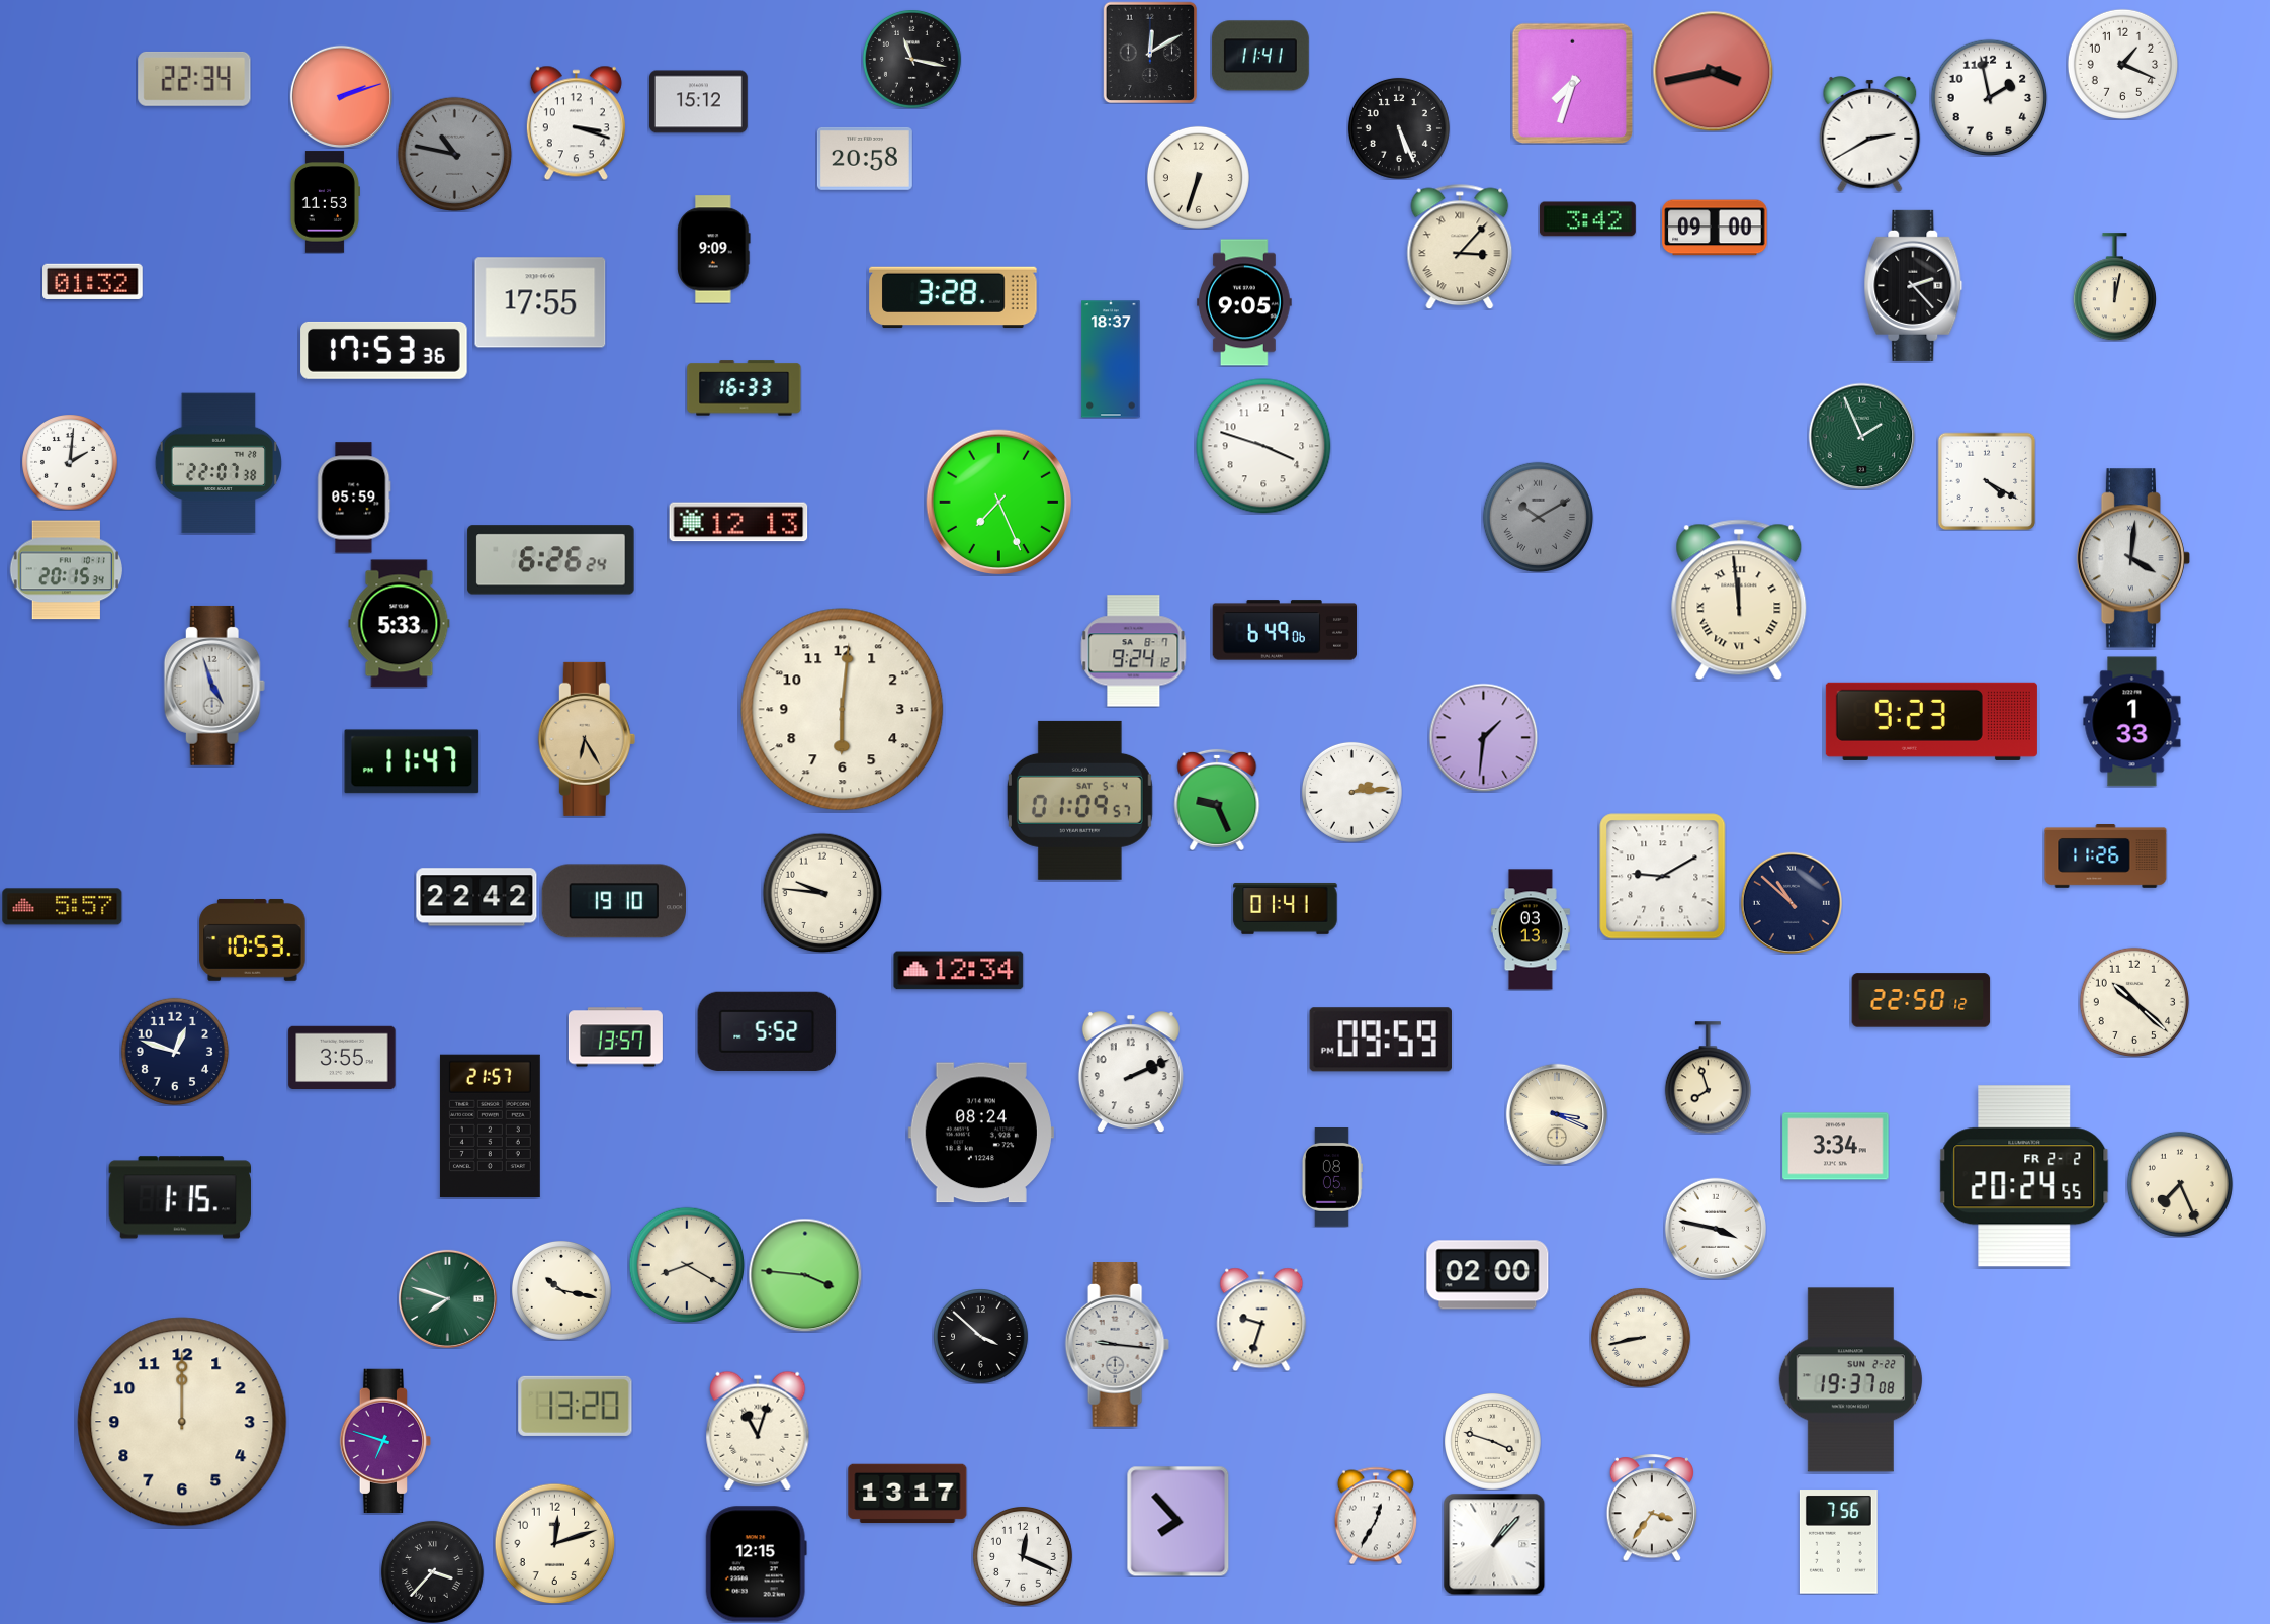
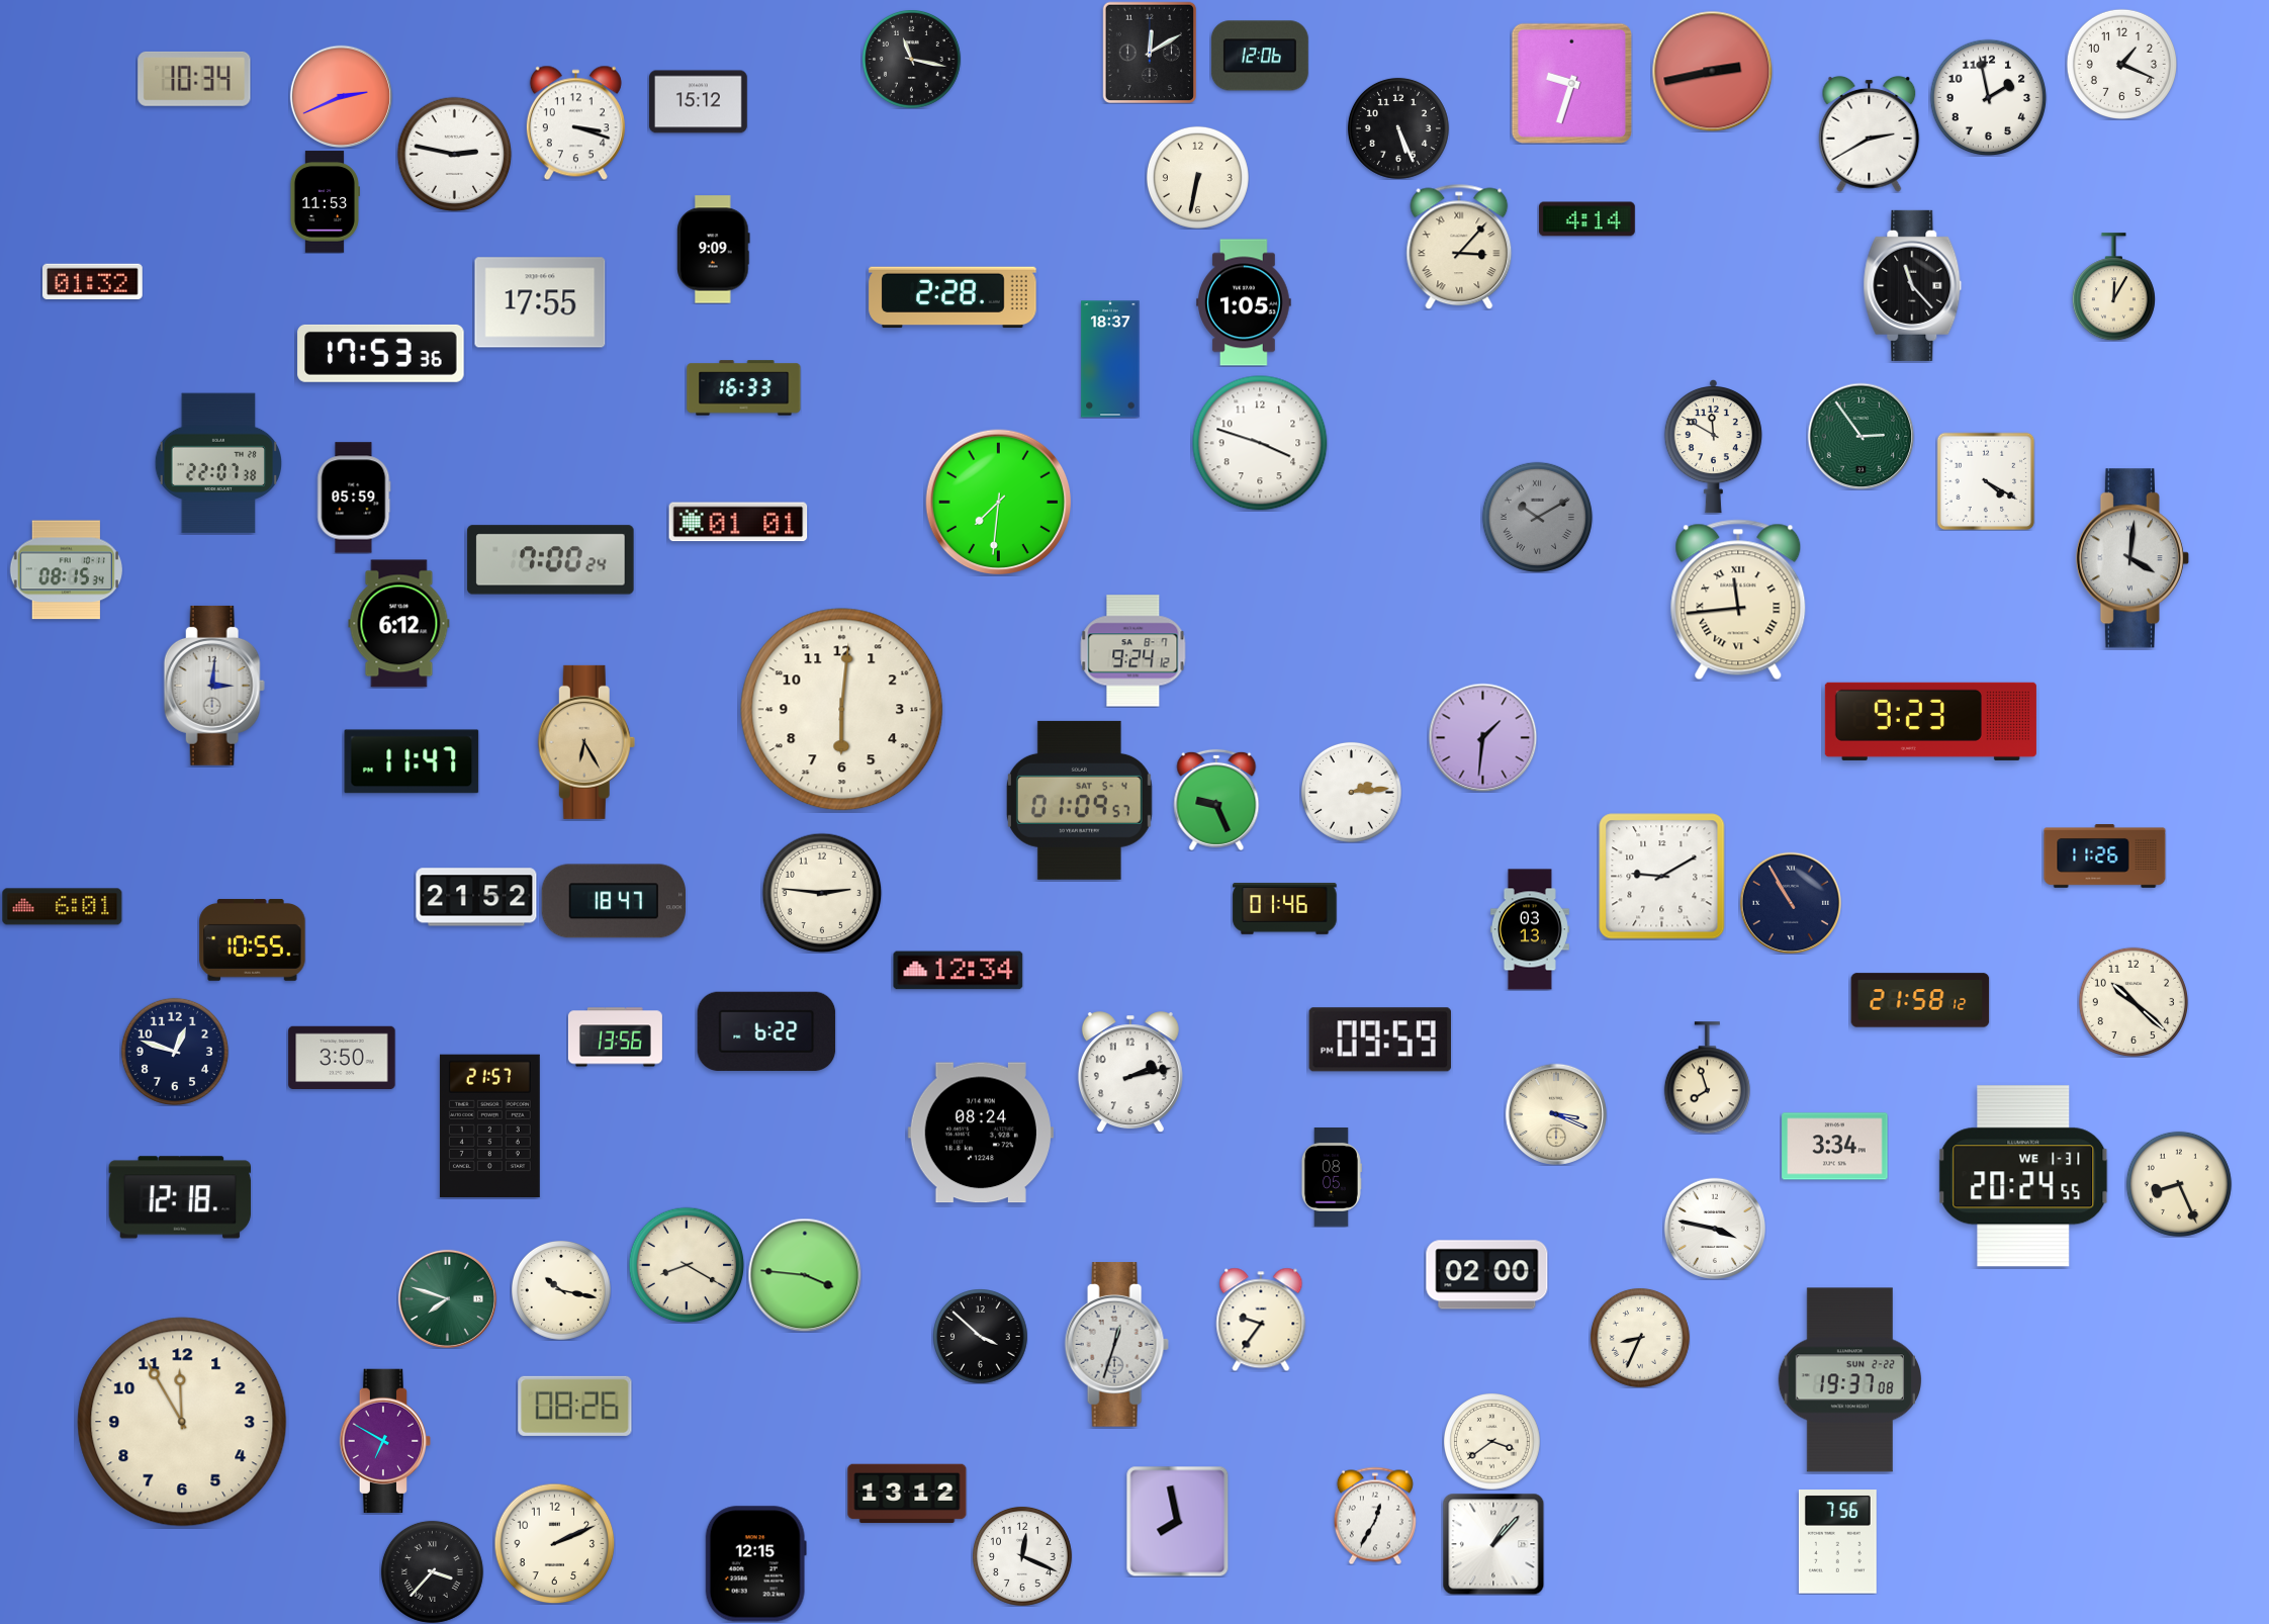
clock at (1260, 56): 11:41 -> 12:06
clock at (1714, 72): 3:43 -> 2:43
clock at (194, 79): 22:34 -> 10:34
clock at (1572, 83): 7:33 -> 9:33
clock at (341, 96): 2:12 -> 2:41
clock at (454, 154): 10:47 -> 2:47
clock at (454, 154) dial: grey -> white
clock at (865, 159): 20:58 -> none
clock at (1198, 177): 6:33 -> 6:32
clock at (1587, 219): 3:42 -> 4:14
clock at (1715, 228): 09:00 -> none
clock at (1914, 285): 2:23 -> 11:23
clock at (2114, 287): 12:02 -> 12:05
clock at (953, 297): 3:28 -> 2:28
clock at (1244, 302): 9:05 -> 1:05
clock at (384, 350) position: (384, 350) -> (381, 353)
clock at (1861, 436): 1:56 -> 2:54
clock at (1263, 446) position: (1263, 446) -> (1260, 443)
clock at (1713, 446): none -> 11:50
clock at (70, 462): 2:01 -> none
clock at (999, 503): 7:26 -> 7:31
clock at (738, 522): 12:13 -> 01:01
clock at (551, 560): 6:26 -> 7:00
clock at (66, 570): 20:15 -> 08:15
clock at (1739, 600): 11:59 -> 11:44
clock at (400, 624): 5:33 -> 6:12
clock at (1285, 630): 6:49 -> none
clock at (214, 686): 4:57 -> 3:01
clock at (2132, 722): 1:33 -> none
clock at (587, 739) position: (587, 739) -> (586, 742)
clock at (822, 893): 9:46 -> 2:46
clock at (476, 897): 22:42 -> 21:52
clock at (613, 901): 19:10 -> 18:47
clock at (1792, 903): 10:52 -> 10:55
clock at (63, 907): 5:57 -> 6:01
clock at (1286, 908): 01:41 -> 01:46
clock at (253, 939): 10:53 -> 10:55
clock at (1921, 1000): 22:50 -> 21:58
clock at (767, 1031): 5:52 -> 6:22
clock at (615, 1037): 13:57 -> 13:56
clock at (342, 1057): 3:55 -> 3:50
clock at (1131, 1072): 2:11 -> 2:13
clock at (2024, 1176) date: FR 2-2 -> WE 1-31
clock at (2180, 1184): 7:26 -> 8:26
clock at (180, 1197): 1:15 -> 12:18
clock at (1261, 1320): 9:33 -> 9:36
clock at (1641, 1338): 8:43 -> 8:34
clock at (1117, 1345): 9:16 -> 12:33
clock at (576, 1406): 13:20 -> 08:26
clock at (182, 1422): 12:00 -> 11:55
clock at (758, 1431): 11:03 -> none
clock at (385, 1441): 6:48 -> 6:50
clock at (1493, 1442): 3:48 -> 3:39
clock at (907, 1494): 13:17 -> 13:12
clock at (1651, 1508): 3:36 -> none
clock at (1178, 1521): 7:53 -> 7:58
clock at (554, 1543): 12:12 -> 2:11
